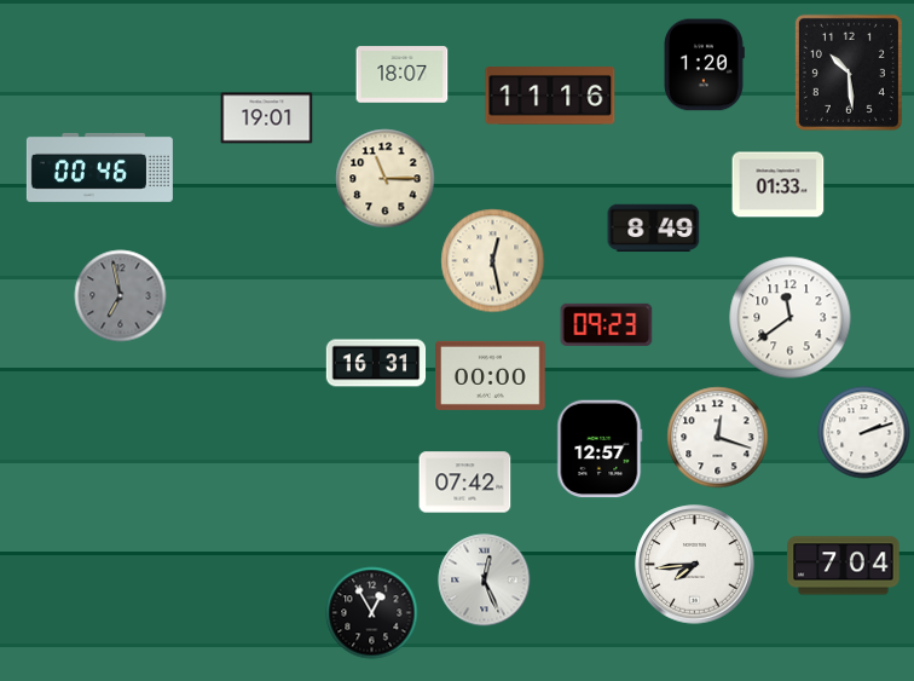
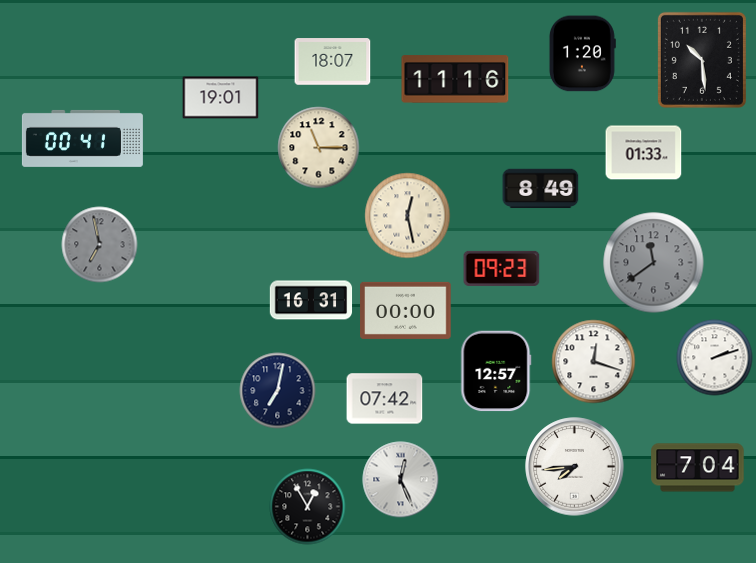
clock at (99, 167): 00:46 -> 00:41
clock at (791, 318) dial: white -> grey
clock at (278, 391): none -> 7:02
